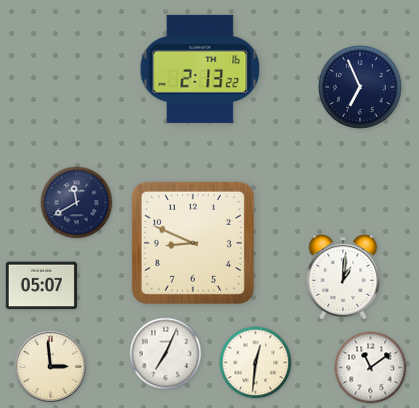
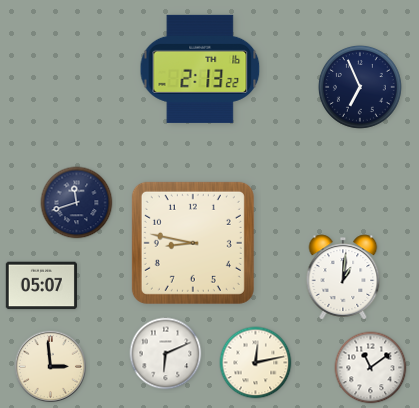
clock at (77, 203): 11:40 -> 11:42
clock at (193, 243): 8:49 -> 8:47
clock at (166, 354): 7:04 -> 6:11
clock at (256, 363): 12:31 -> 12:13
